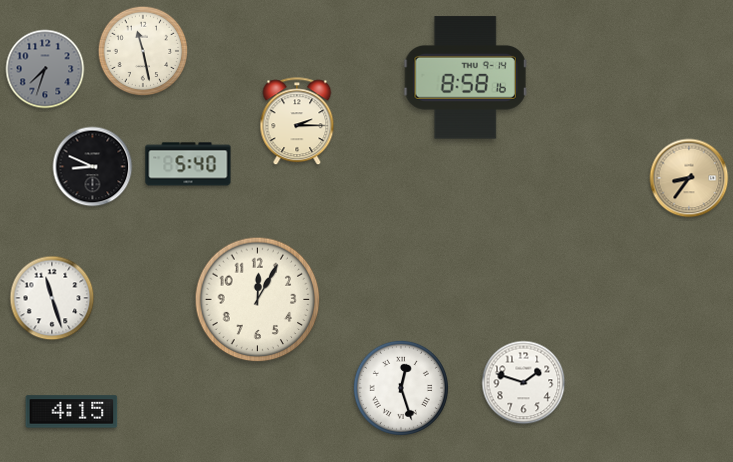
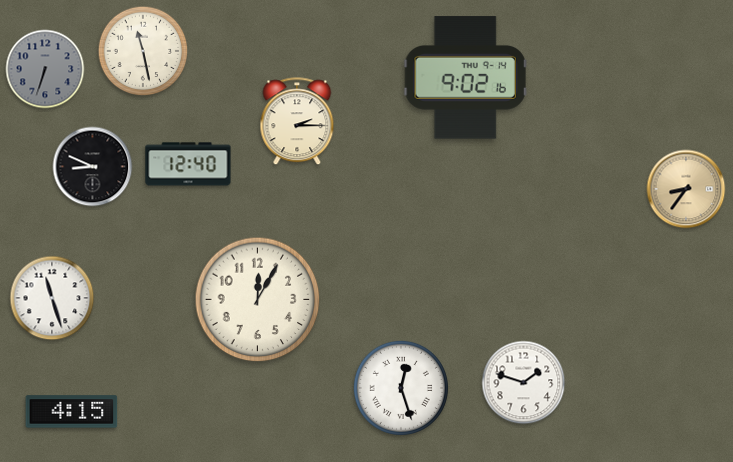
clock at (45, 69): 7:33 -> 6:33
clock at (465, 78): 8:58 -> 9:02
clock at (188, 164): 5:40 -> 12:40
clock at (689, 178) position: (689, 178) -> (686, 189)
